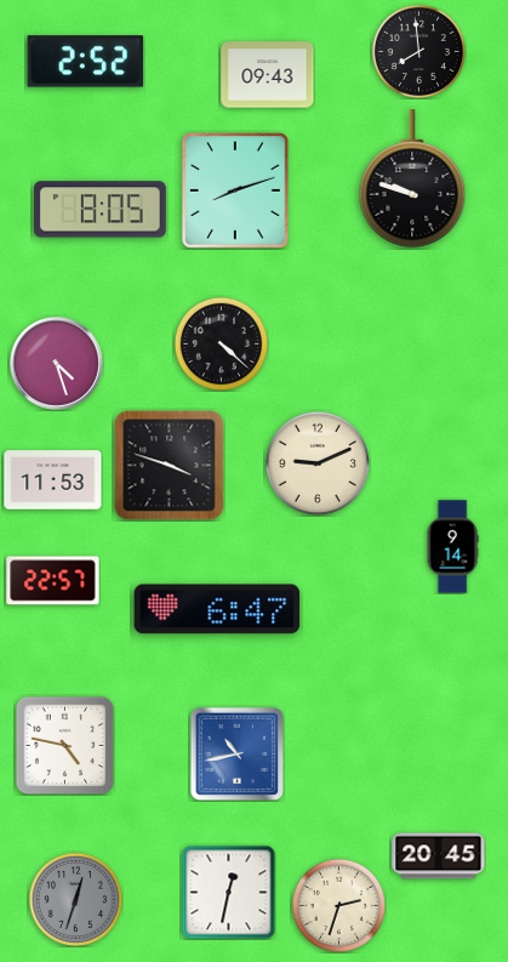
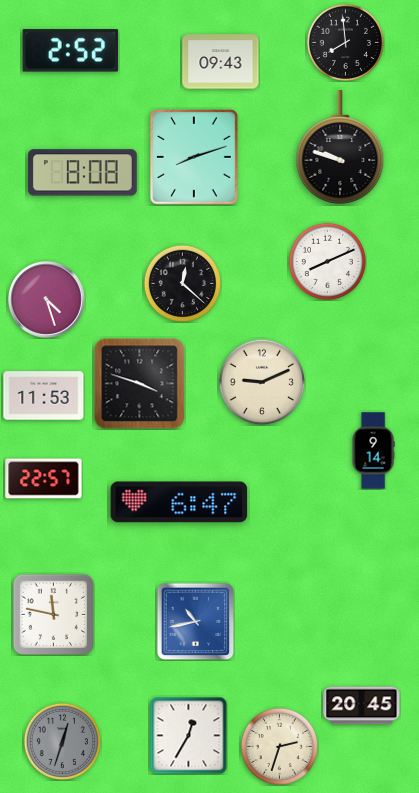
clock at (99, 210): 8:05 -> 8:08
clock at (327, 261): none -> 8:11
clock at (221, 343): 4:22 -> 12:22
clock at (64, 745): 4:47 -> 11:47
clock at (228, 892): 12:32 -> 12:35
